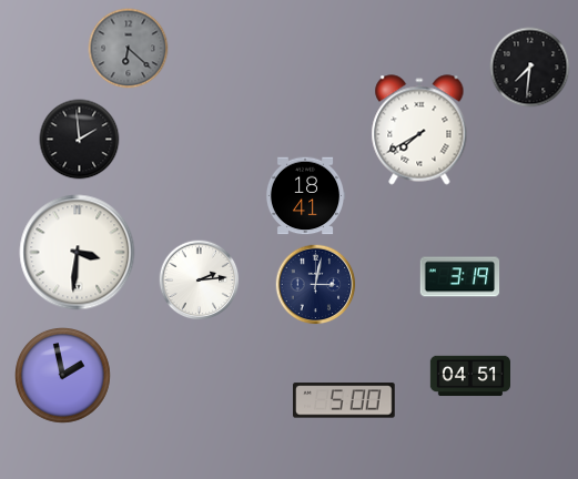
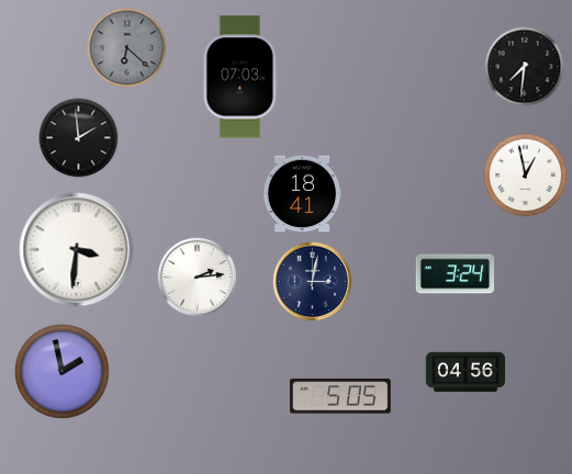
clock at (240, 77): none -> 07:03
clock at (419, 130): 7:40 -> none
clock at (526, 176): none -> 12:58
clock at (460, 277): 3:19 -> 3:24
clock at (469, 376): 04:51 -> 04:56
clock at (345, 400): 5:00 -> 5:05
